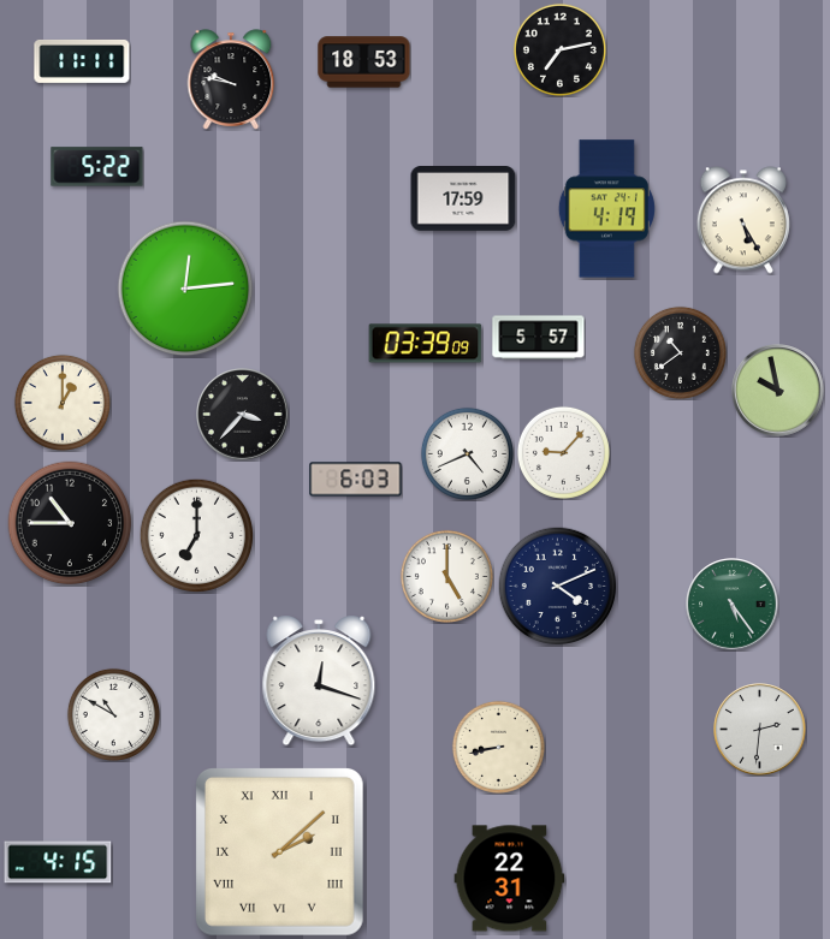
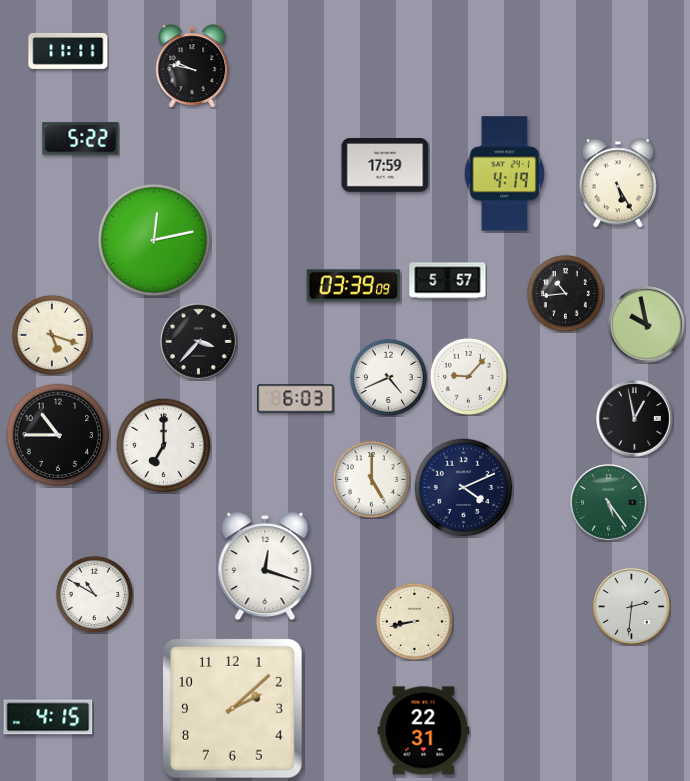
clock at (559, 49): 7:13 -> none
clock at (364, 63): 18:53 -> none
clock at (185, 289): 12:14 -> 12:13
clock at (680, 352): 10:39 -> 10:44
clock at (63, 403): 1:00 -> 5:18
clock at (243, 415) position: (243, 415) -> (199, 342)
clock at (635, 419): none -> 12:58
clock at (279, 851) numerals: Roman -> Arabic
